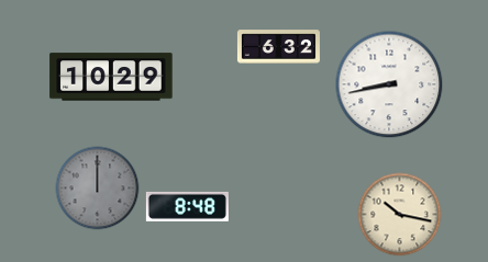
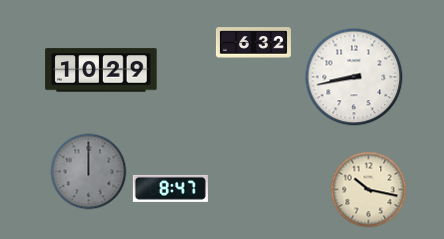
clock at (187, 206): 8:48 -> 8:47
clock at (400, 215) position: (400, 215) -> (369, 190)
